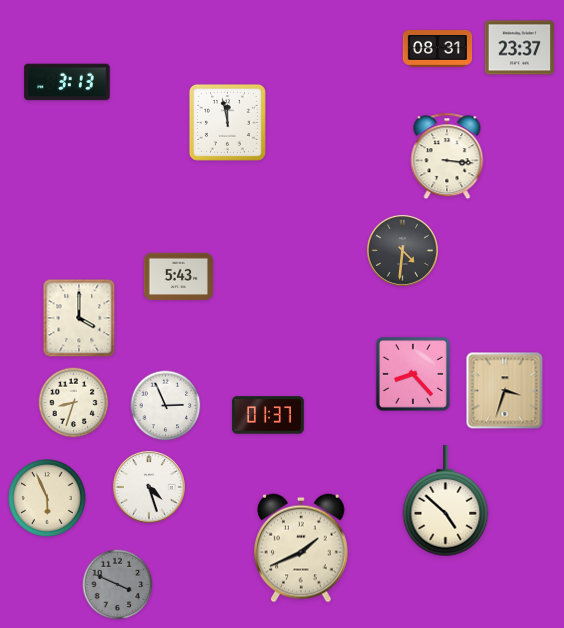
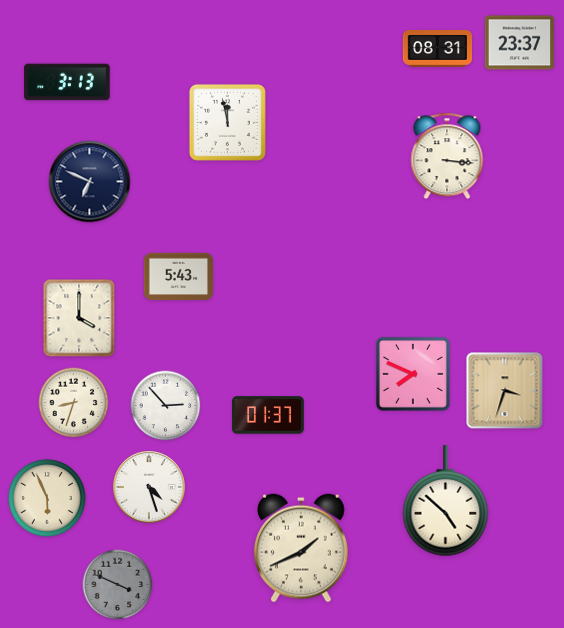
clock at (519, 48) position: (519, 48) -> (519, 43)
clock at (90, 182): none -> 6:49
clock at (402, 250): 4:31 -> none
clock at (413, 374): 8:23 -> 7:49
clock at (166, 406): 2:56 -> 2:53
